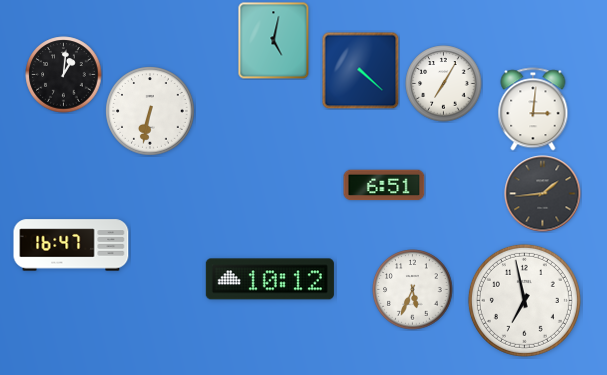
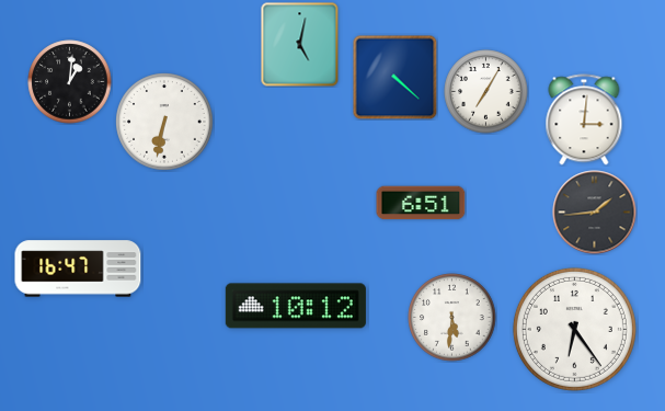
clock at (413, 290): 5:34 -> 5:31
clock at (524, 300): 6:58 -> 6:24
